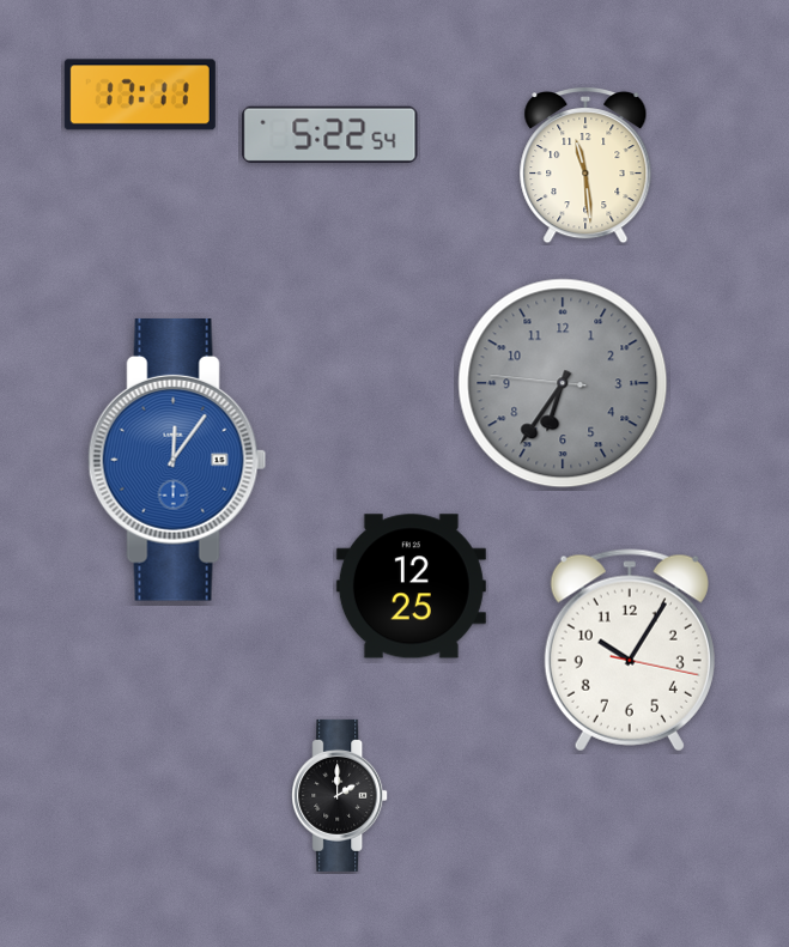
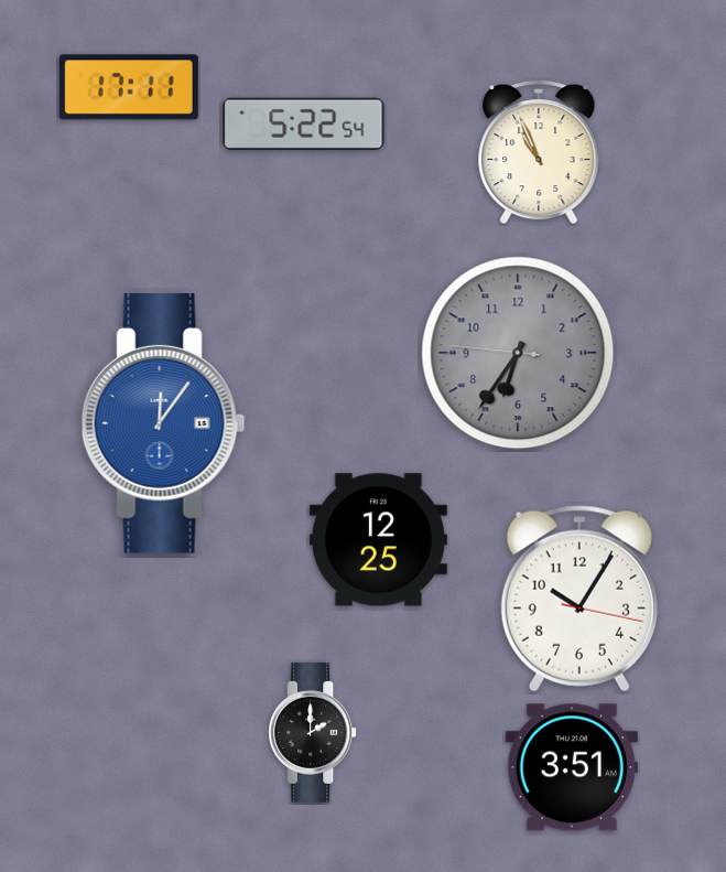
clock at (585, 165): 11:29 -> 10:56
clock at (572, 767): none -> 3:51
